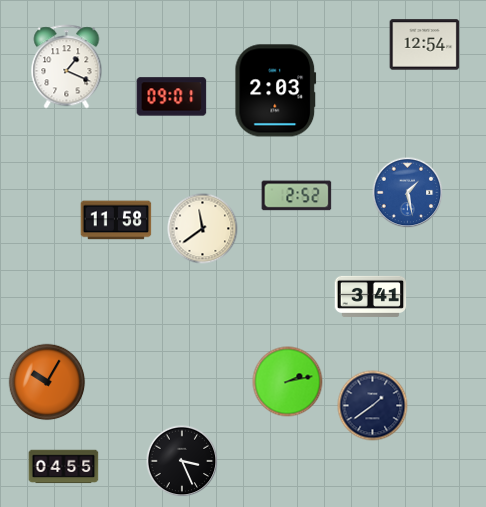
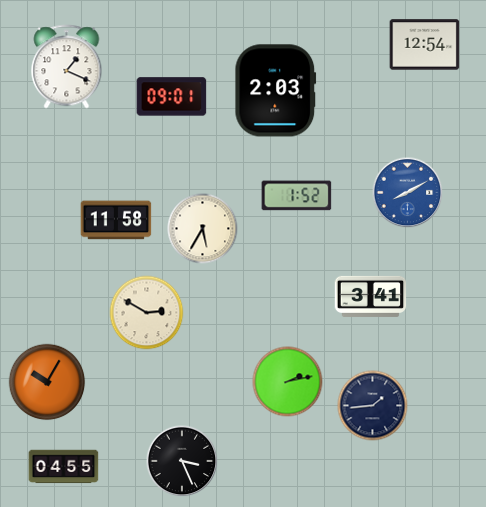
clock at (408, 193): 1:28 -> 8:10
clock at (297, 196): 2:52 -> 1:52
clock at (203, 229): 11:39 -> 5:35
clock at (147, 313): none -> 2:50
clock at (373, 406): 1:39 -> 1:44
